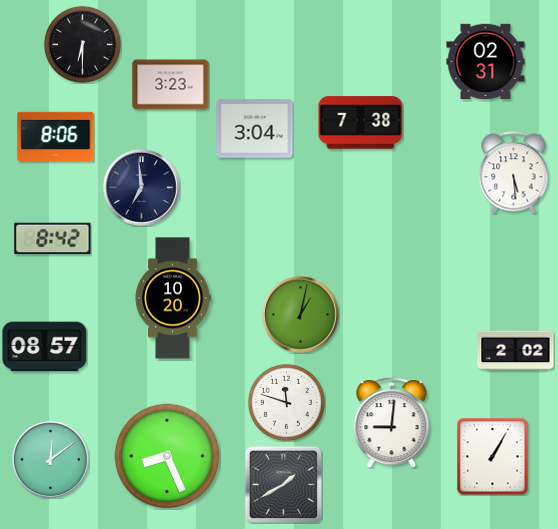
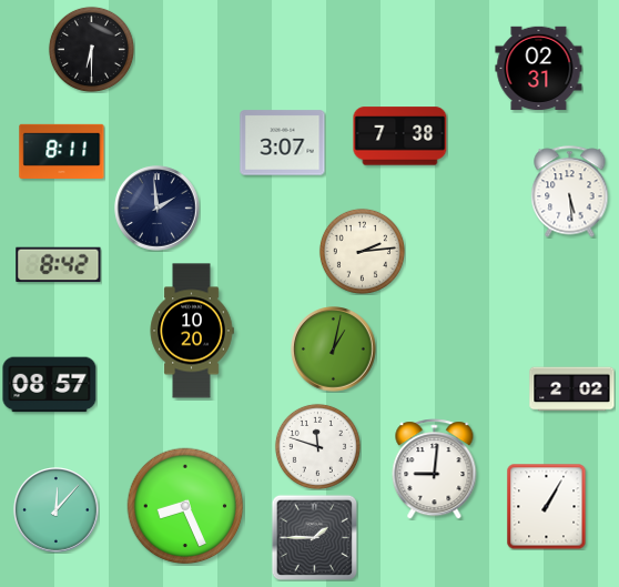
clock at (171, 85): 3:23 -> none
clock at (255, 129): 3:04 -> 3:07
clock at (56, 136): 8:06 -> 8:11
clock at (142, 188): 6:59 -> 1:59
clock at (362, 251): none -> 2:14
clock at (51, 460): 12:09 -> 12:07
clock at (283, 484): 1:40 -> 1:45
